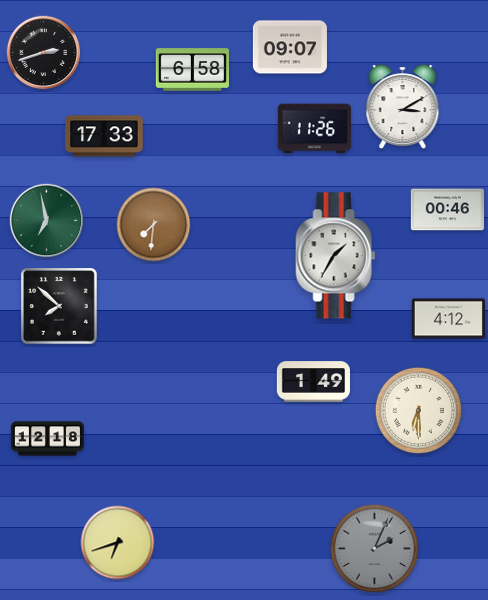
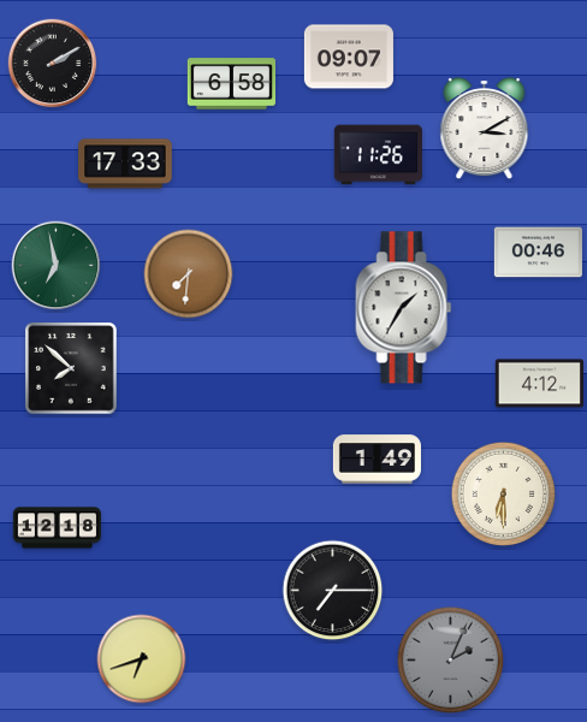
clock at (44, 53): 2:42 -> 2:10
clock at (154, 225) position: (154, 225) -> (189, 274)
clock at (333, 591): none -> 7:15
clock at (118, 543) position: (118, 543) -> (142, 659)
